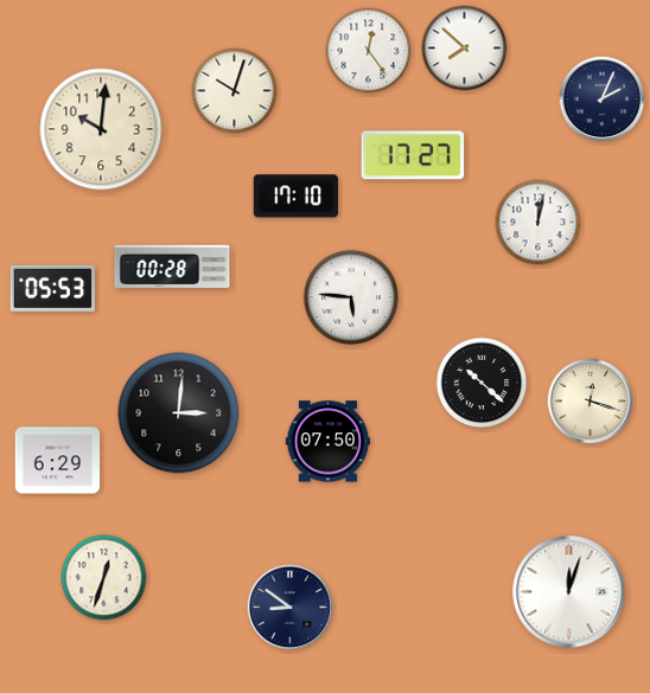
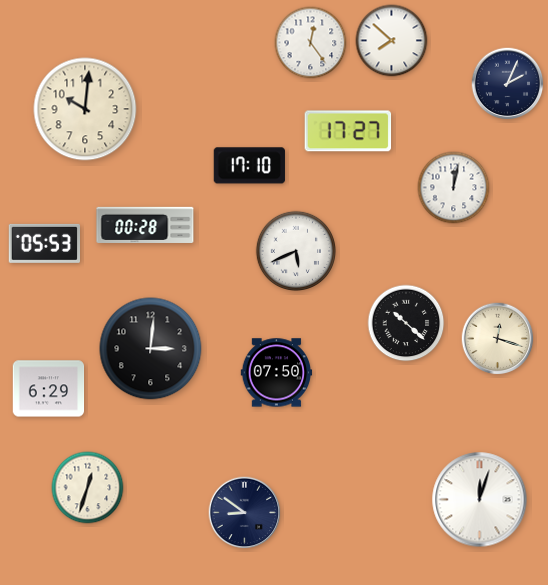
clock at (235, 91): 10:03 -> none
clock at (350, 296): 5:46 -> 5:41
